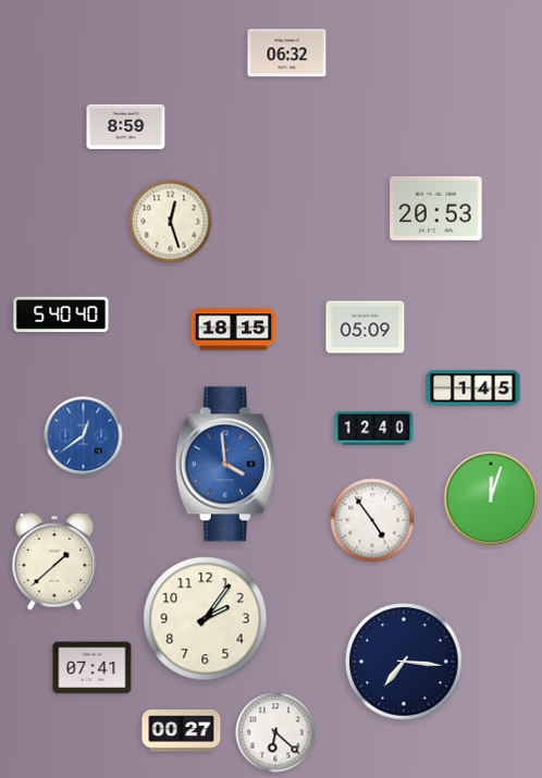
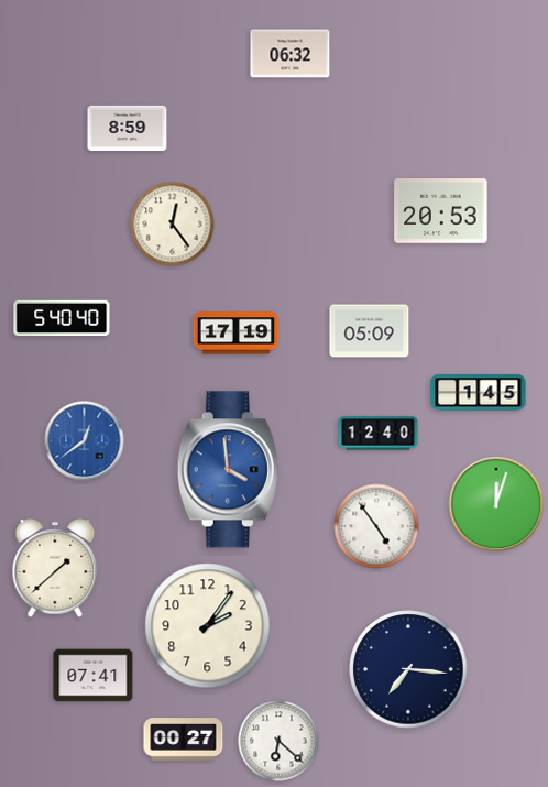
clock at (171, 222): 12:27 -> 12:24
clock at (234, 330): 18:15 -> 17:19
